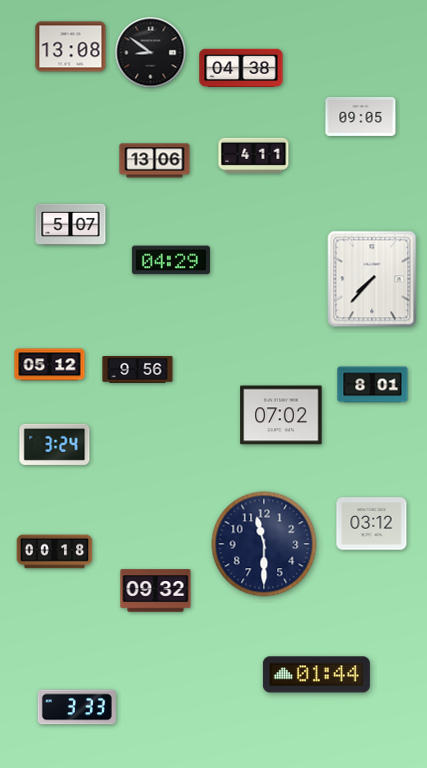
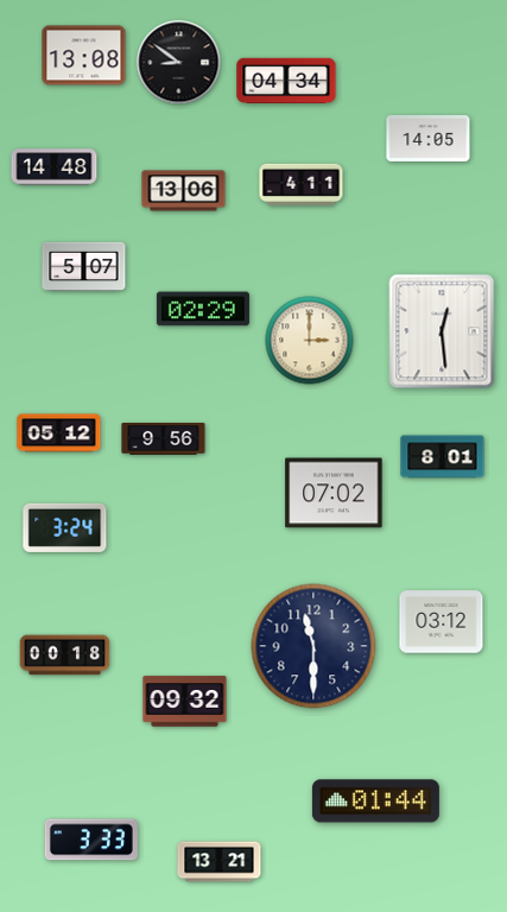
clock at (241, 67): 04:38 -> 04:34
clock at (361, 116): 09:05 -> 14:05
clock at (55, 167): none -> 14:48
clock at (171, 260): 04:29 -> 02:29
clock at (372, 279): 7:37 -> 12:29
clock at (310, 341): none -> 3:00
clock at (220, 862): none -> 13:21
